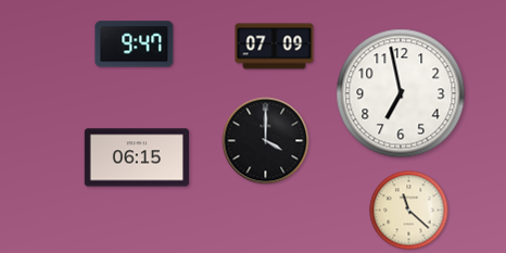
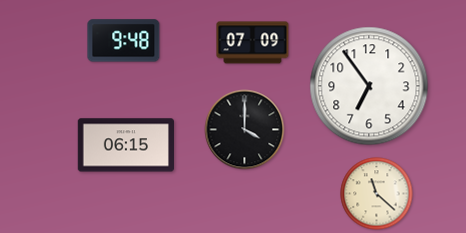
clock at (135, 45): 9:47 -> 9:48
clock at (401, 93): 6:58 -> 6:54
